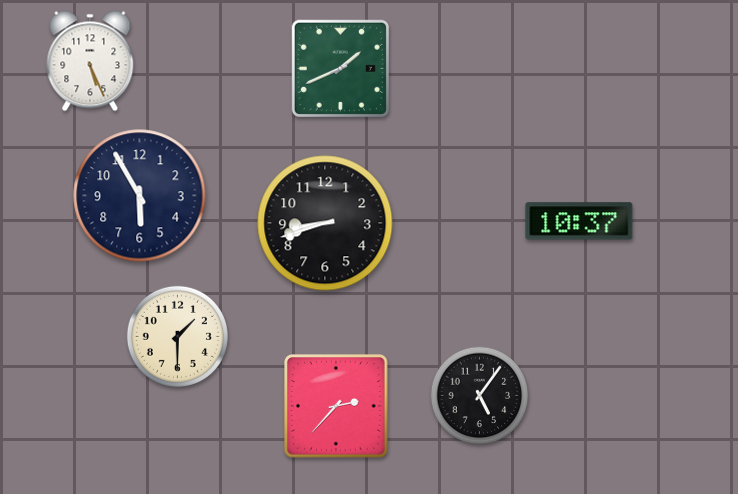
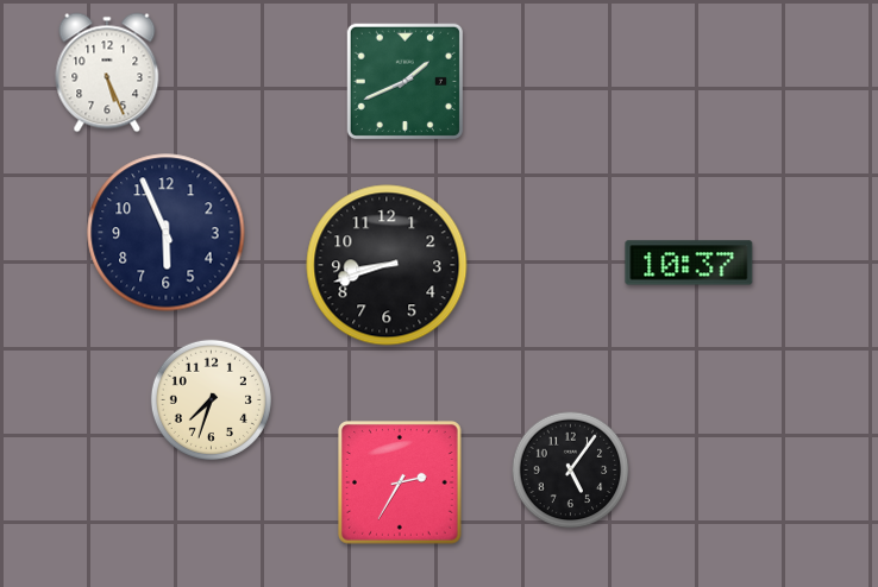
clock at (140, 196): 5:55 -> 5:56
clock at (177, 336): 1:30 -> 7:33
clock at (337, 407): 2:37 -> 2:35
